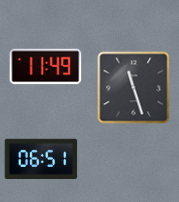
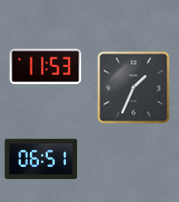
clock at (46, 67): 11:49 -> 11:53
clock at (134, 88): 11:27 -> 1:34
